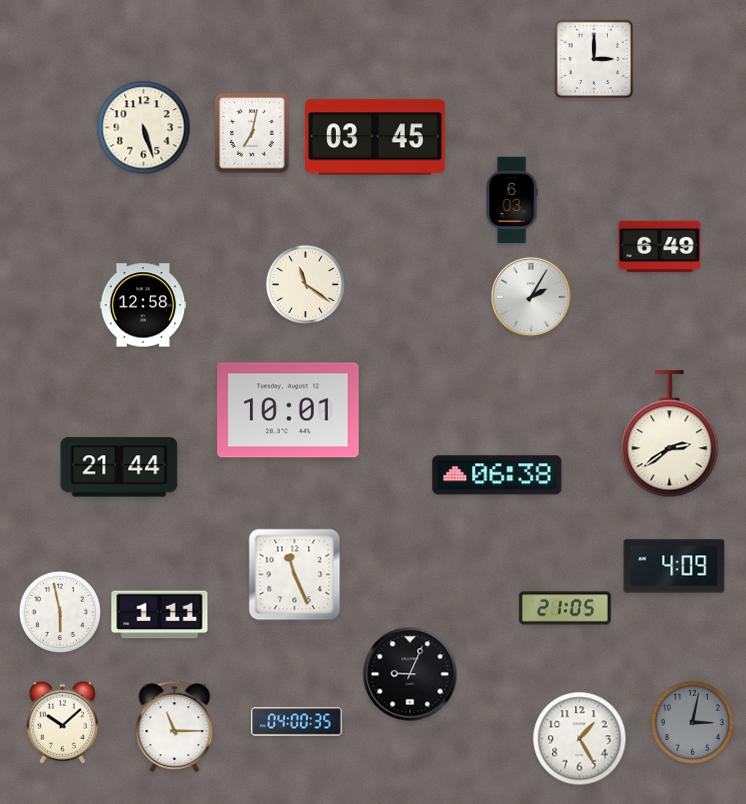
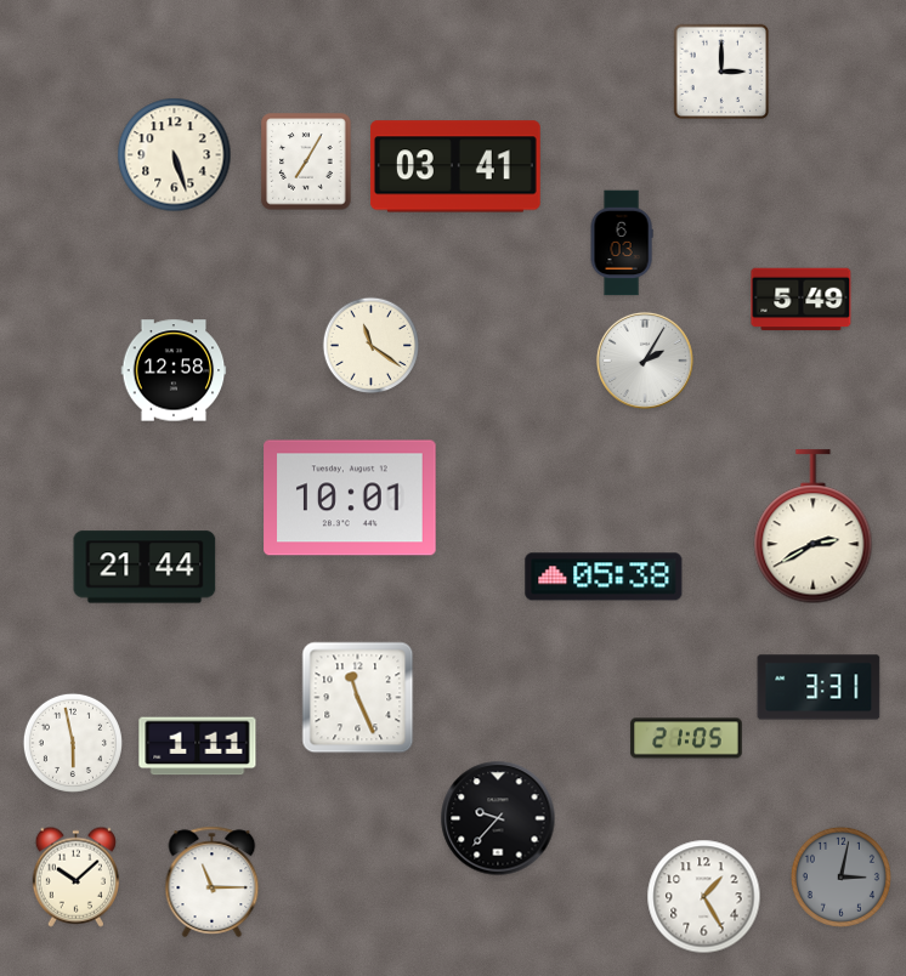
clock at (252, 133): 7:02 -> 7:05
clock at (375, 137): 03:45 -> 03:41
clock at (660, 247): 6:49 -> 5:49
clock at (670, 434): 2:39 -> 2:40
clock at (497, 475): 06:38 -> 05:38
clock at (674, 566): 4:09 -> 3:31
clock at (160, 615) position: (160, 615) -> (198, 747)
clock at (410, 674): 9:04 -> 9:37
clock at (297, 722): 04:00 -> none
